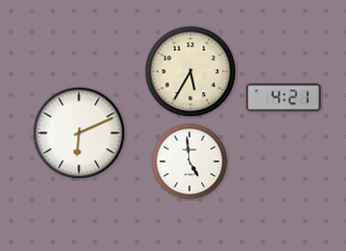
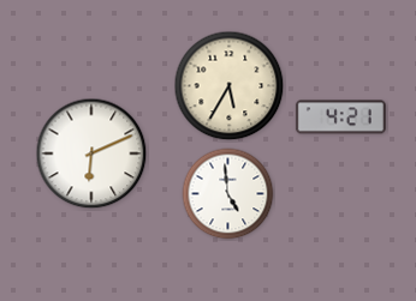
clock at (79, 133) position: (79, 133) -> (91, 153)
